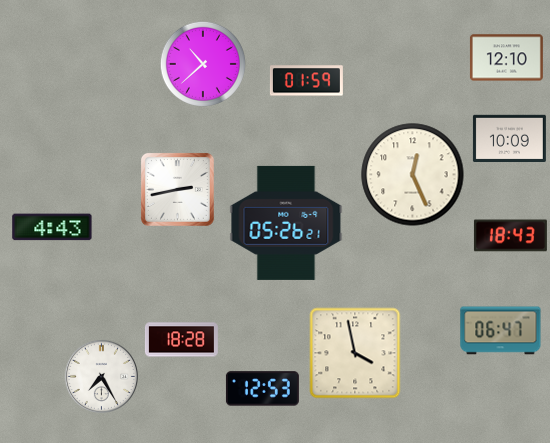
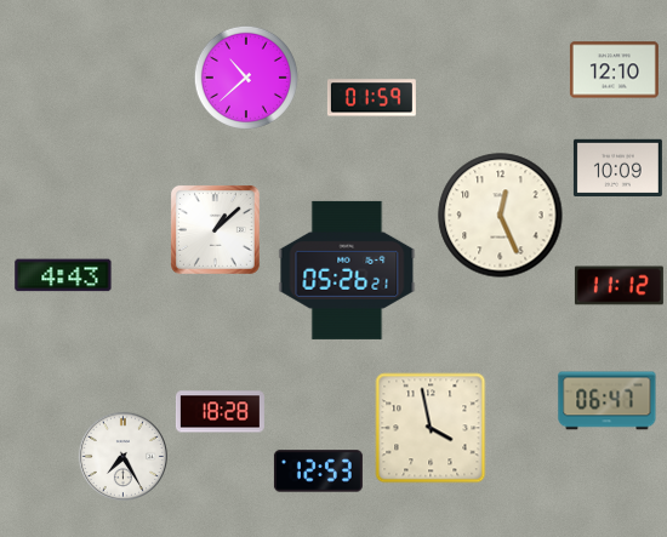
clock at (413, 175) position: (413, 175) -> (501, 216)
clock at (177, 189): 2:43 -> 1:08
clock at (510, 236): 18:43 -> 11:12
